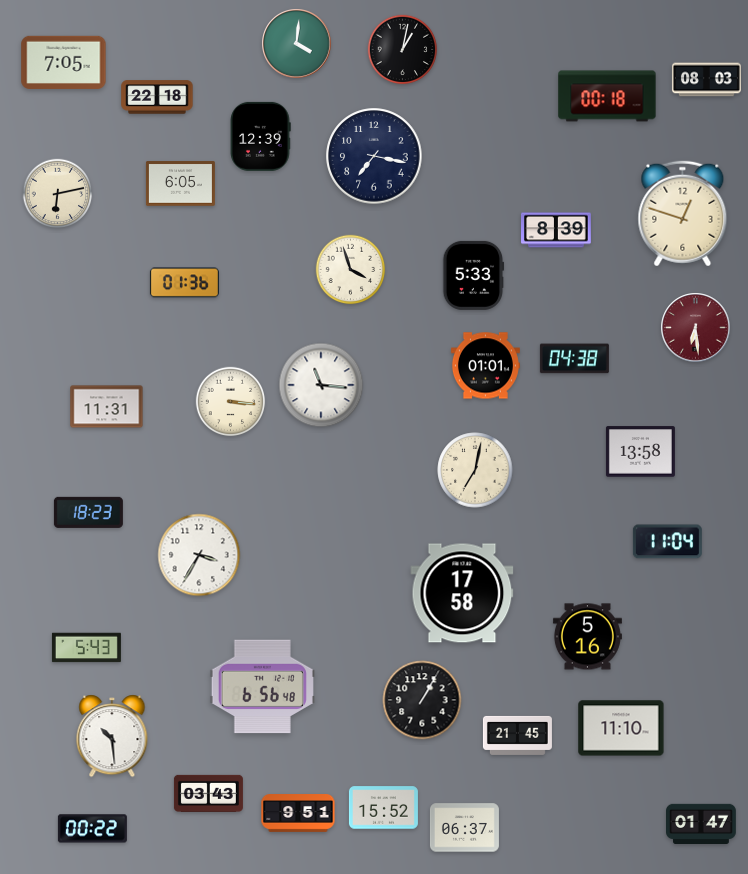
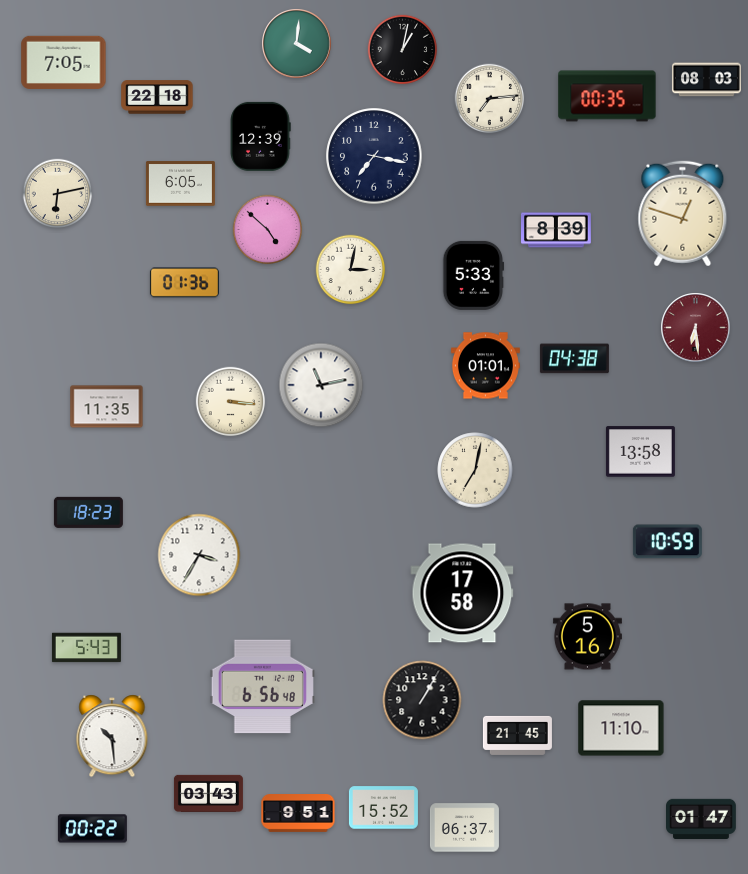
clock at (607, 96): 00:18 -> 00:35
clock at (490, 99): none -> 7:14
clock at (268, 230): none -> 4:52
clock at (351, 270): 3:57 -> 3:02
clock at (321, 385): 11:16 -> 11:13
clock at (107, 407): 11:31 -> 11:35
clock at (667, 542): 11:04 -> 10:59
clock at (702, 823) position: (702, 823) -> (702, 818)
